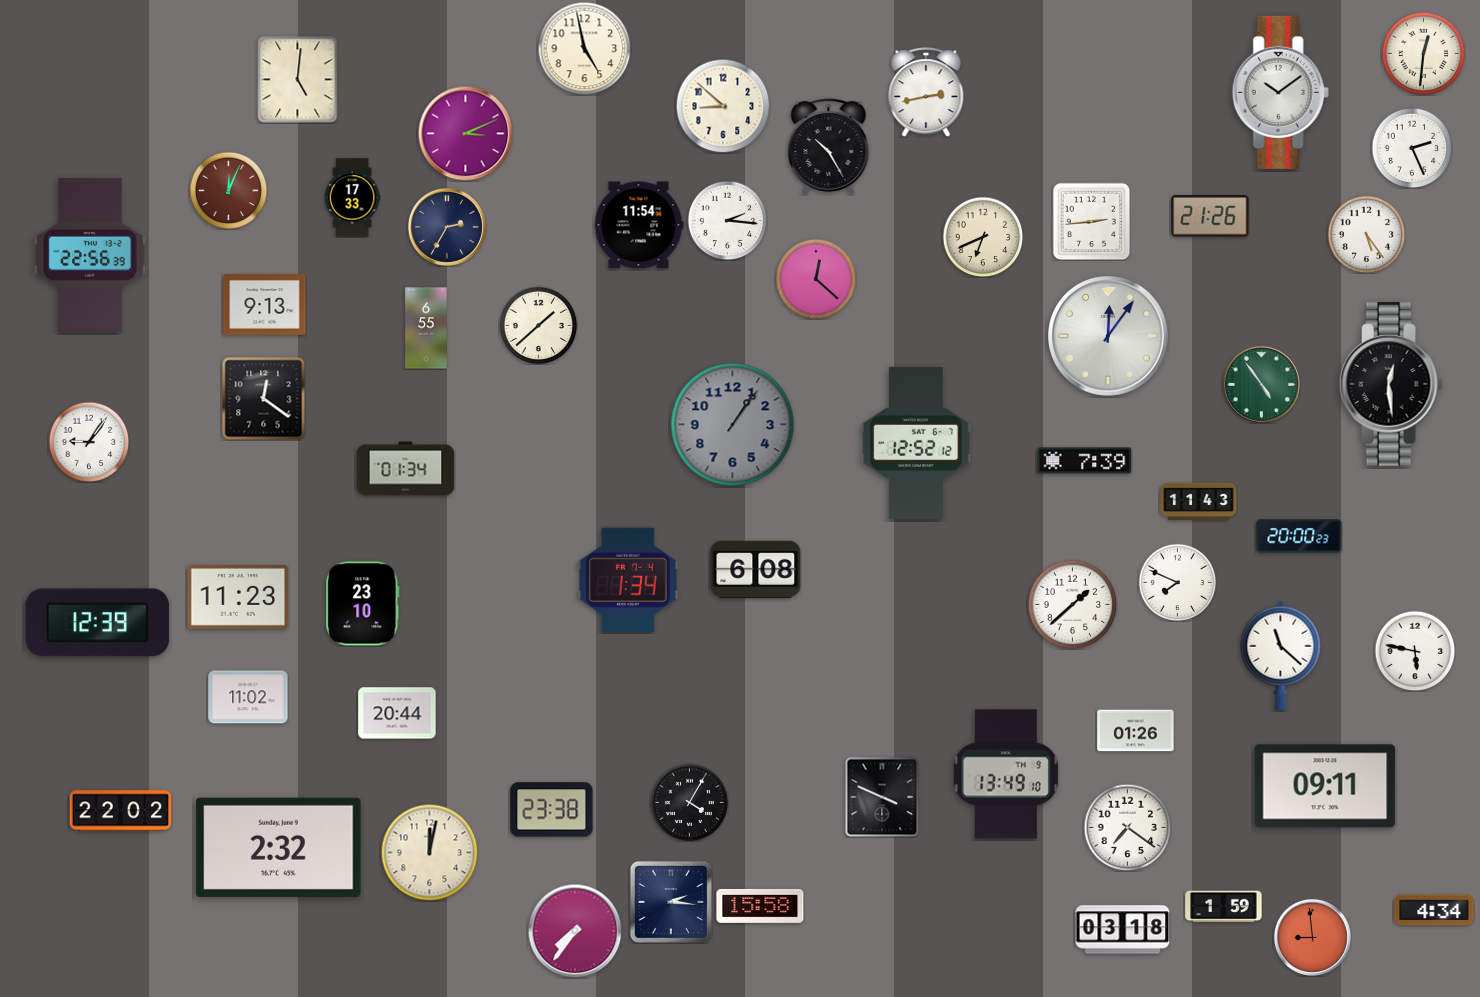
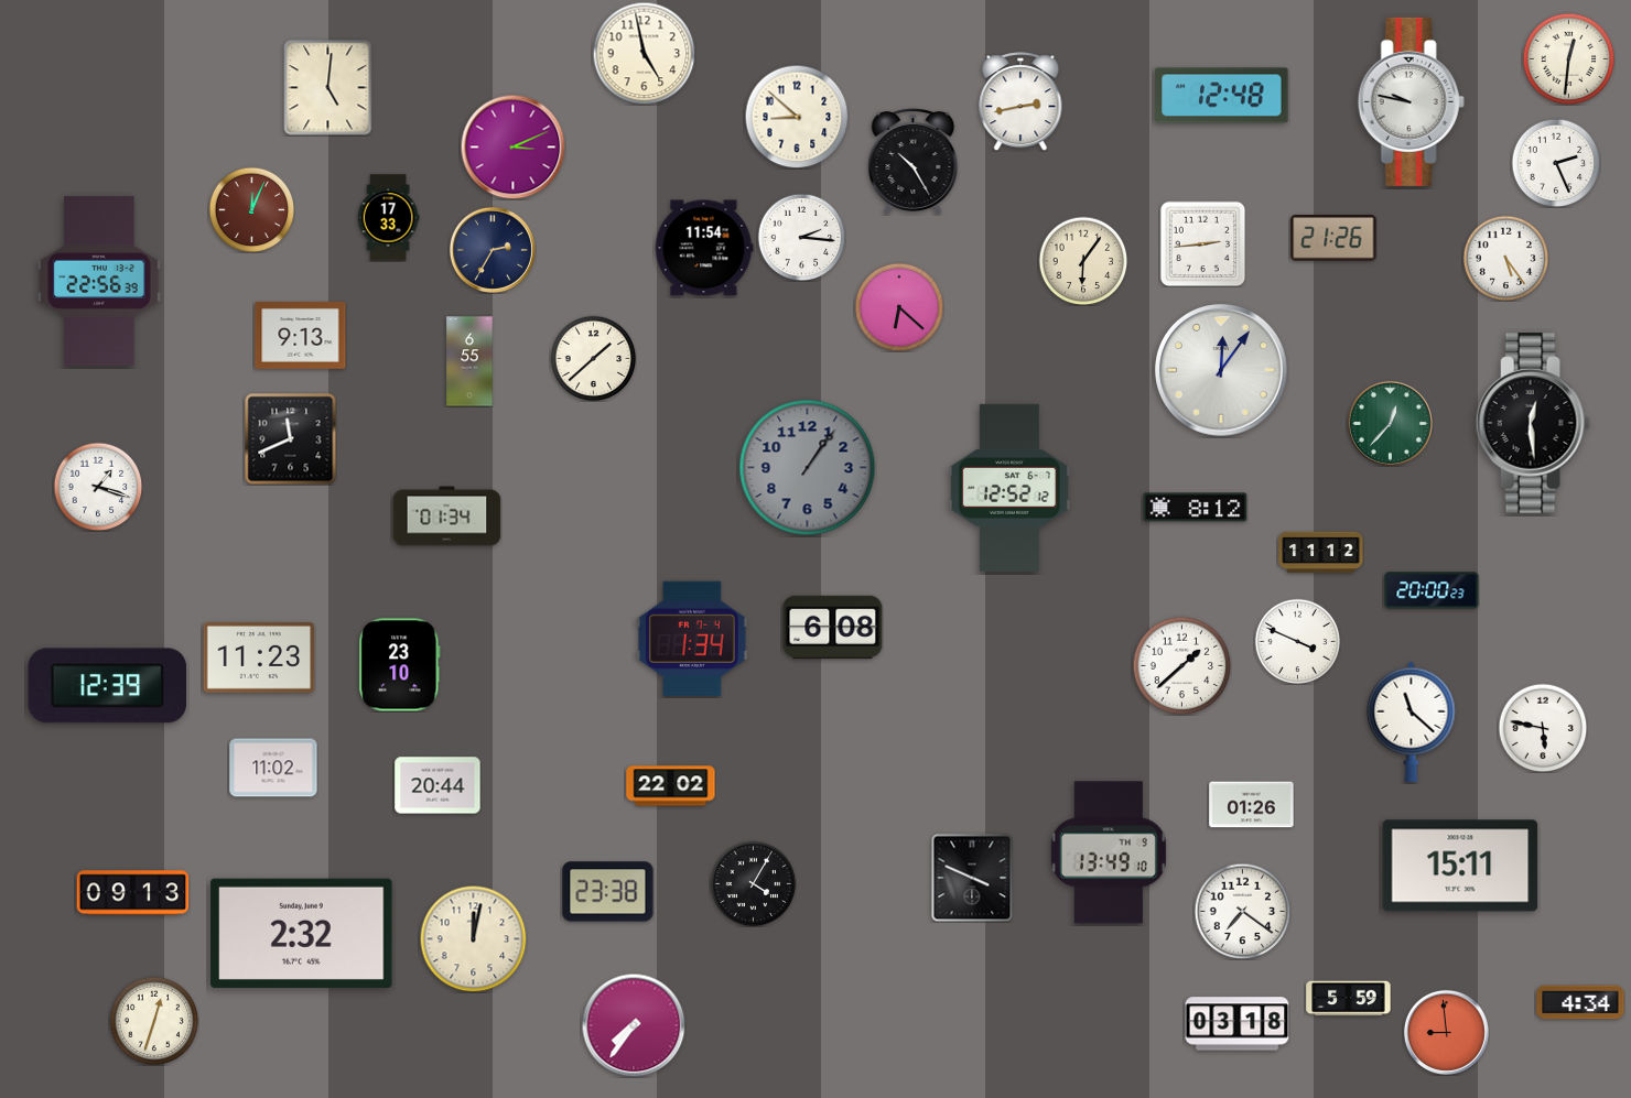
clock at (1222, 96): none -> 12:48
clock at (1280, 92): 10:09 -> 9:47
clock at (727, 220) position: (727, 220) -> (801, 237)
clock at (983, 237): 6:41 -> 6:06
clock at (816, 279): 12:22 -> 6:22
clock at (265, 305) position: (265, 305) -> (301, 336)
clock at (1261, 384): 4:54 -> 12:37
clock at (263, 398): 12:21 -> 11:41
clock at (89, 442): 9:06 -> 1:18
clock at (1085, 461): 7:39 -> 8:12
clock at (1199, 502): 11:43 -> 11:12
clock at (1177, 582): 7:49 -> 3:49
clock at (238, 597) position: (238, 597) -> (259, 657)
clock at (1415, 651) position: (1415, 651) -> (1543, 728)
clock at (671, 786): none -> 22:02
clock at (1325, 786): 09:11 -> 15:11
clock at (689, 802) position: (689, 802) -> (753, 883)
clock at (121, 811): 22:02 -> 09:13
clock at (279, 847) position: (279, 847) -> (302, 933)
clock at (671, 902): 2:16 -> none
clock at (760, 906): 15:58 -> none
clock at (1224, 907): 1:59 -> 5:59
clock at (154, 1021): none -> 12:33
